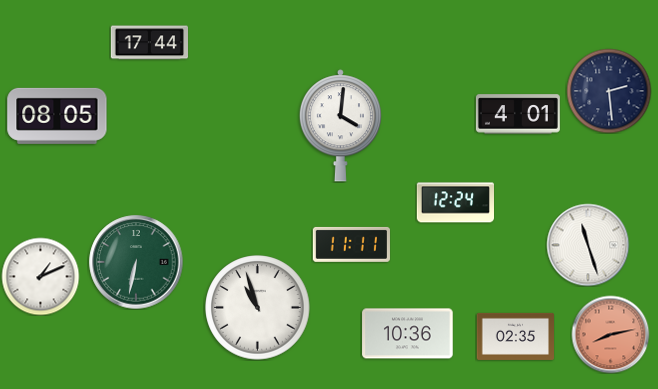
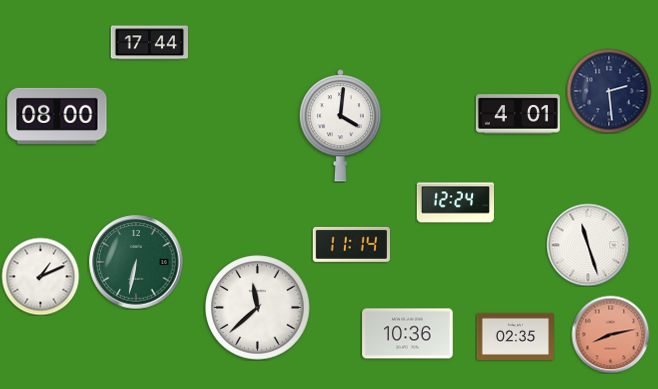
clock at (57, 116): 08:05 -> 08:00
clock at (351, 244): 11:11 -> 11:14
clock at (258, 308): 10:57 -> 11:38
